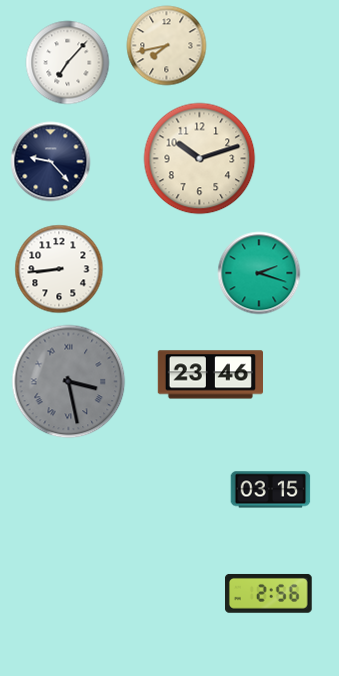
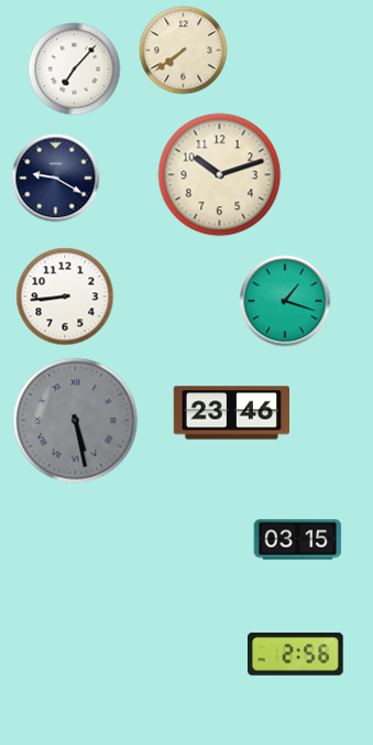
clock at (167, 46): 7:43 -> 7:39
clock at (51, 162): 9:23 -> 9:20
clock at (259, 273): 2:18 -> 1:18
clock at (69, 382): 3:28 -> 5:28
